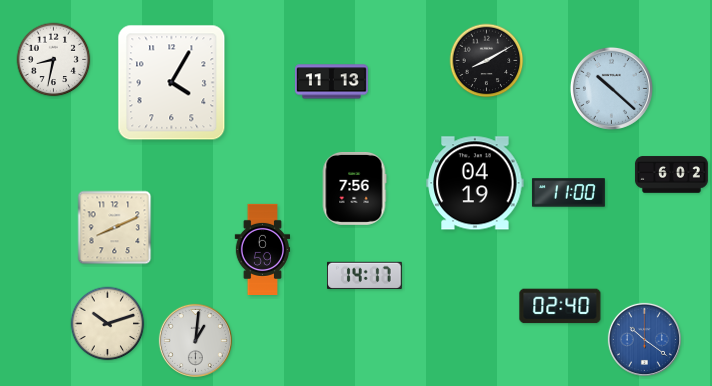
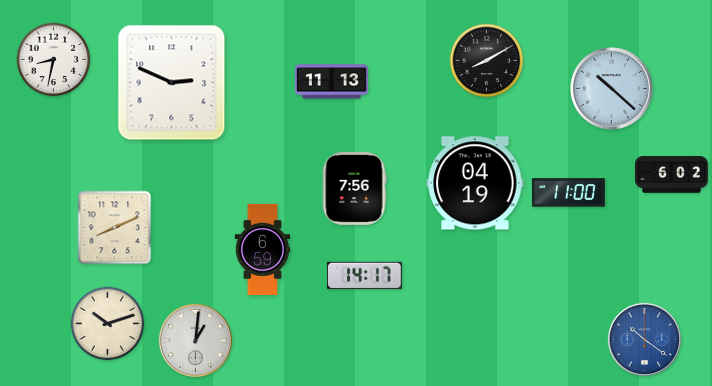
clock at (172, 83): 4:05 -> 2:49
clock at (560, 306): 02:40 -> none
